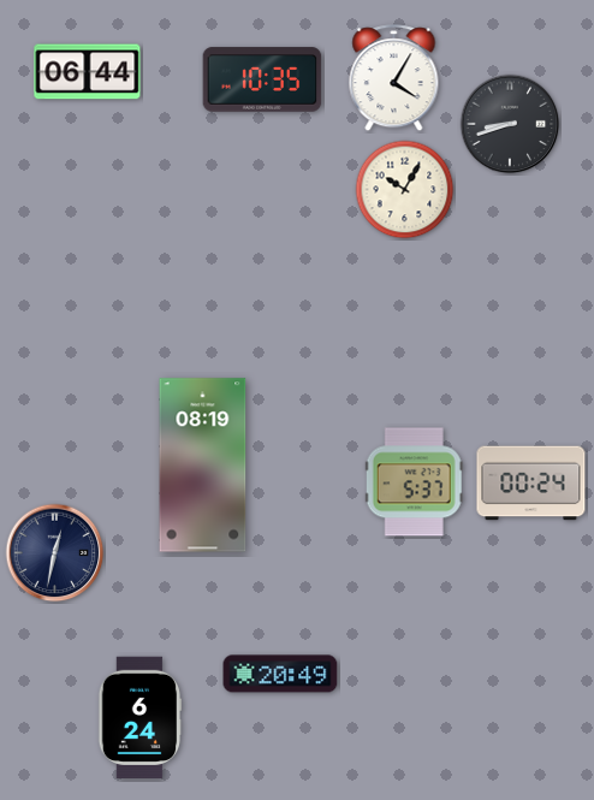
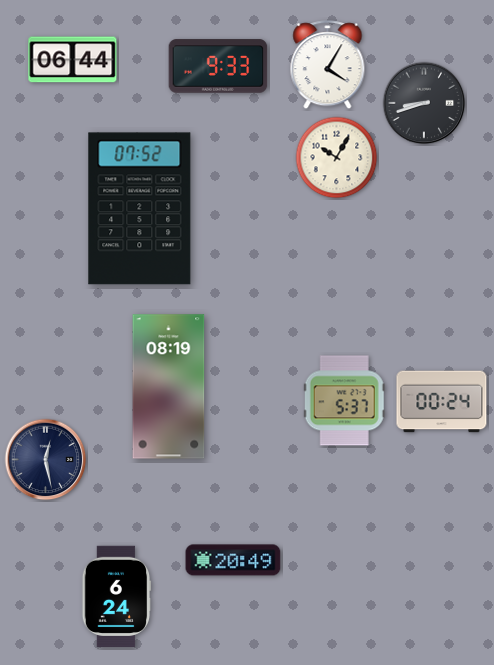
clock at (262, 79): 10:35 -> 9:33
clock at (140, 209): none -> 07:52
clock at (55, 553): 12:32 -> 12:28
